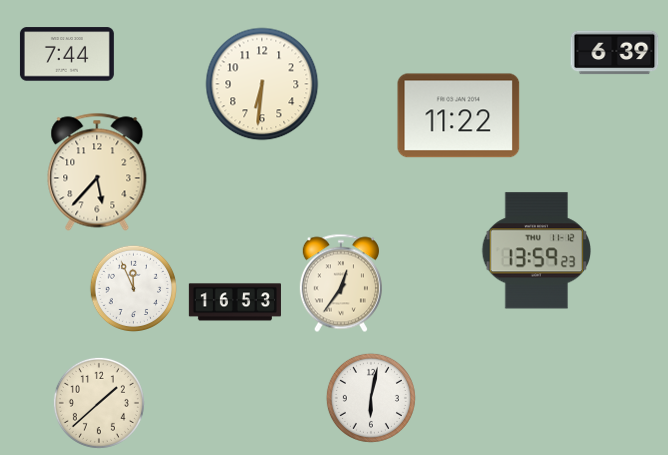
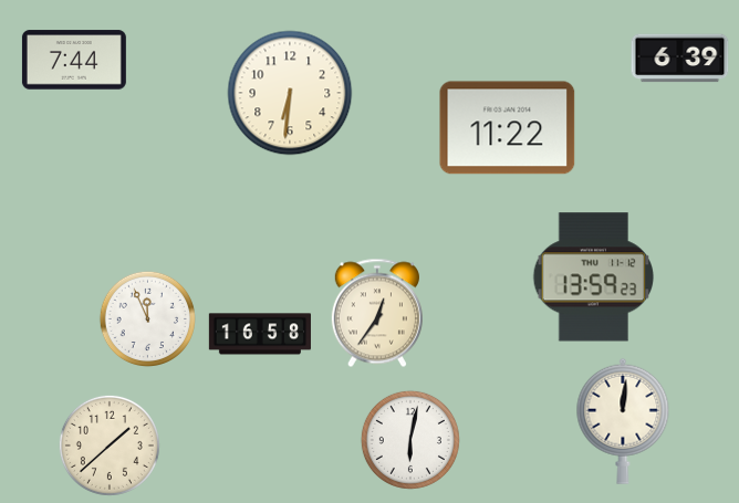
clock at (97, 172): 5:37 -> none
clock at (235, 302): 16:53 -> 16:58
clock at (623, 421): none -> 12:01
